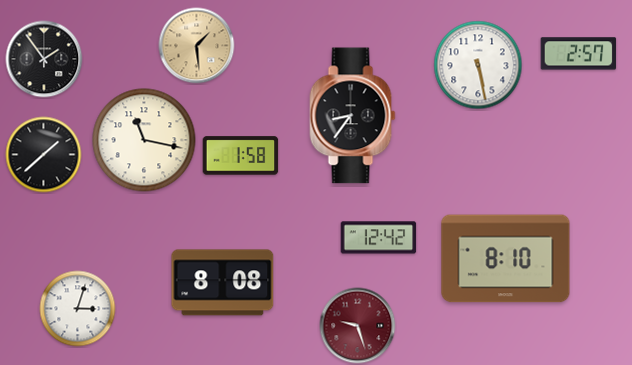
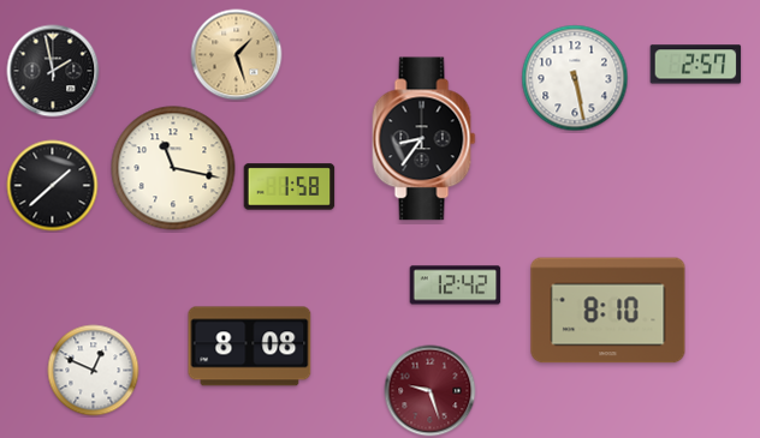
clock at (197, 46): 1:29 -> 1:27
clock at (44, 59): 1:54 -> 1:58
clock at (223, 283) position: (223, 283) -> (250, 347)
clock at (78, 309): 3:03 -> 12:49
